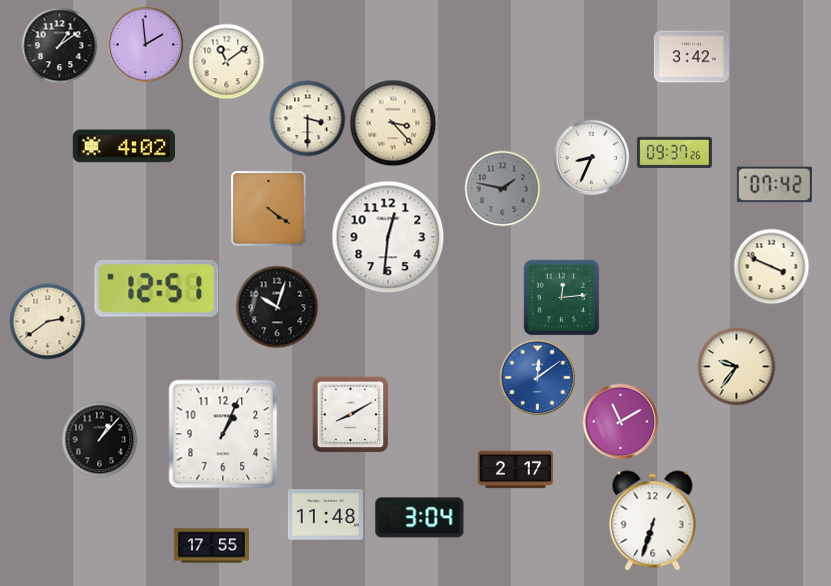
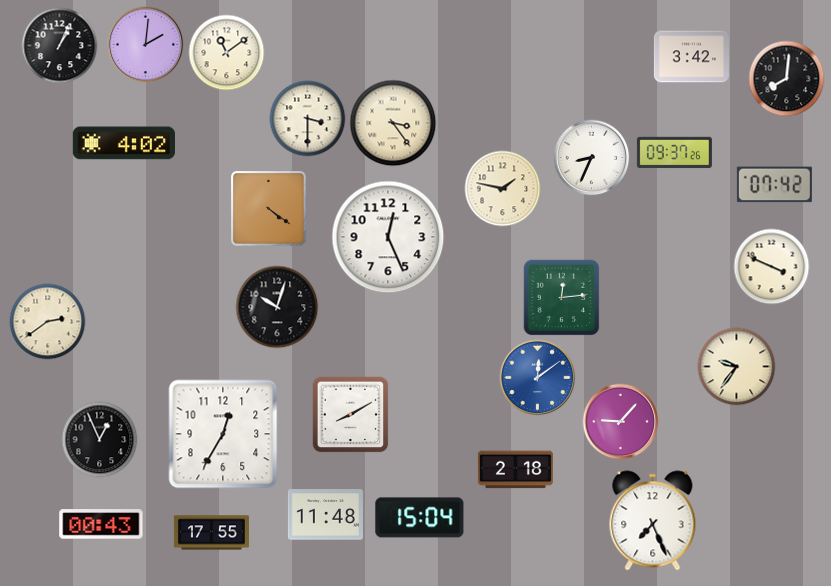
clock at (146, 45): 1:59 -> 2:01
clock at (60, 46): 1:09 -> 1:04
clock at (227, 62) position: (227, 62) -> (227, 53)
clock at (787, 79): none -> 8:01
clock at (393, 123): 3:23 -> 3:24
clock at (123, 146) position: (123, 146) -> (123, 143)
clock at (503, 189) dial: grey -> cream
clock at (388, 237): 12:31 -> 12:26
clock at (157, 288): 12:51 -> none
clock at (621, 422): 11:10 -> 9:07
clock at (223, 434): 1:04 -> 12:35
clock at (100, 440): 1:07 -> 12:56
clock at (515, 470): 2:17 -> 2:18
clock at (420, 518): 3:04 -> 15:04
clock at (653, 521): 6:33 -> 7:26
clock at (101, 524): none -> 00:43
clock at (211, 546) position: (211, 546) -> (211, 533)
